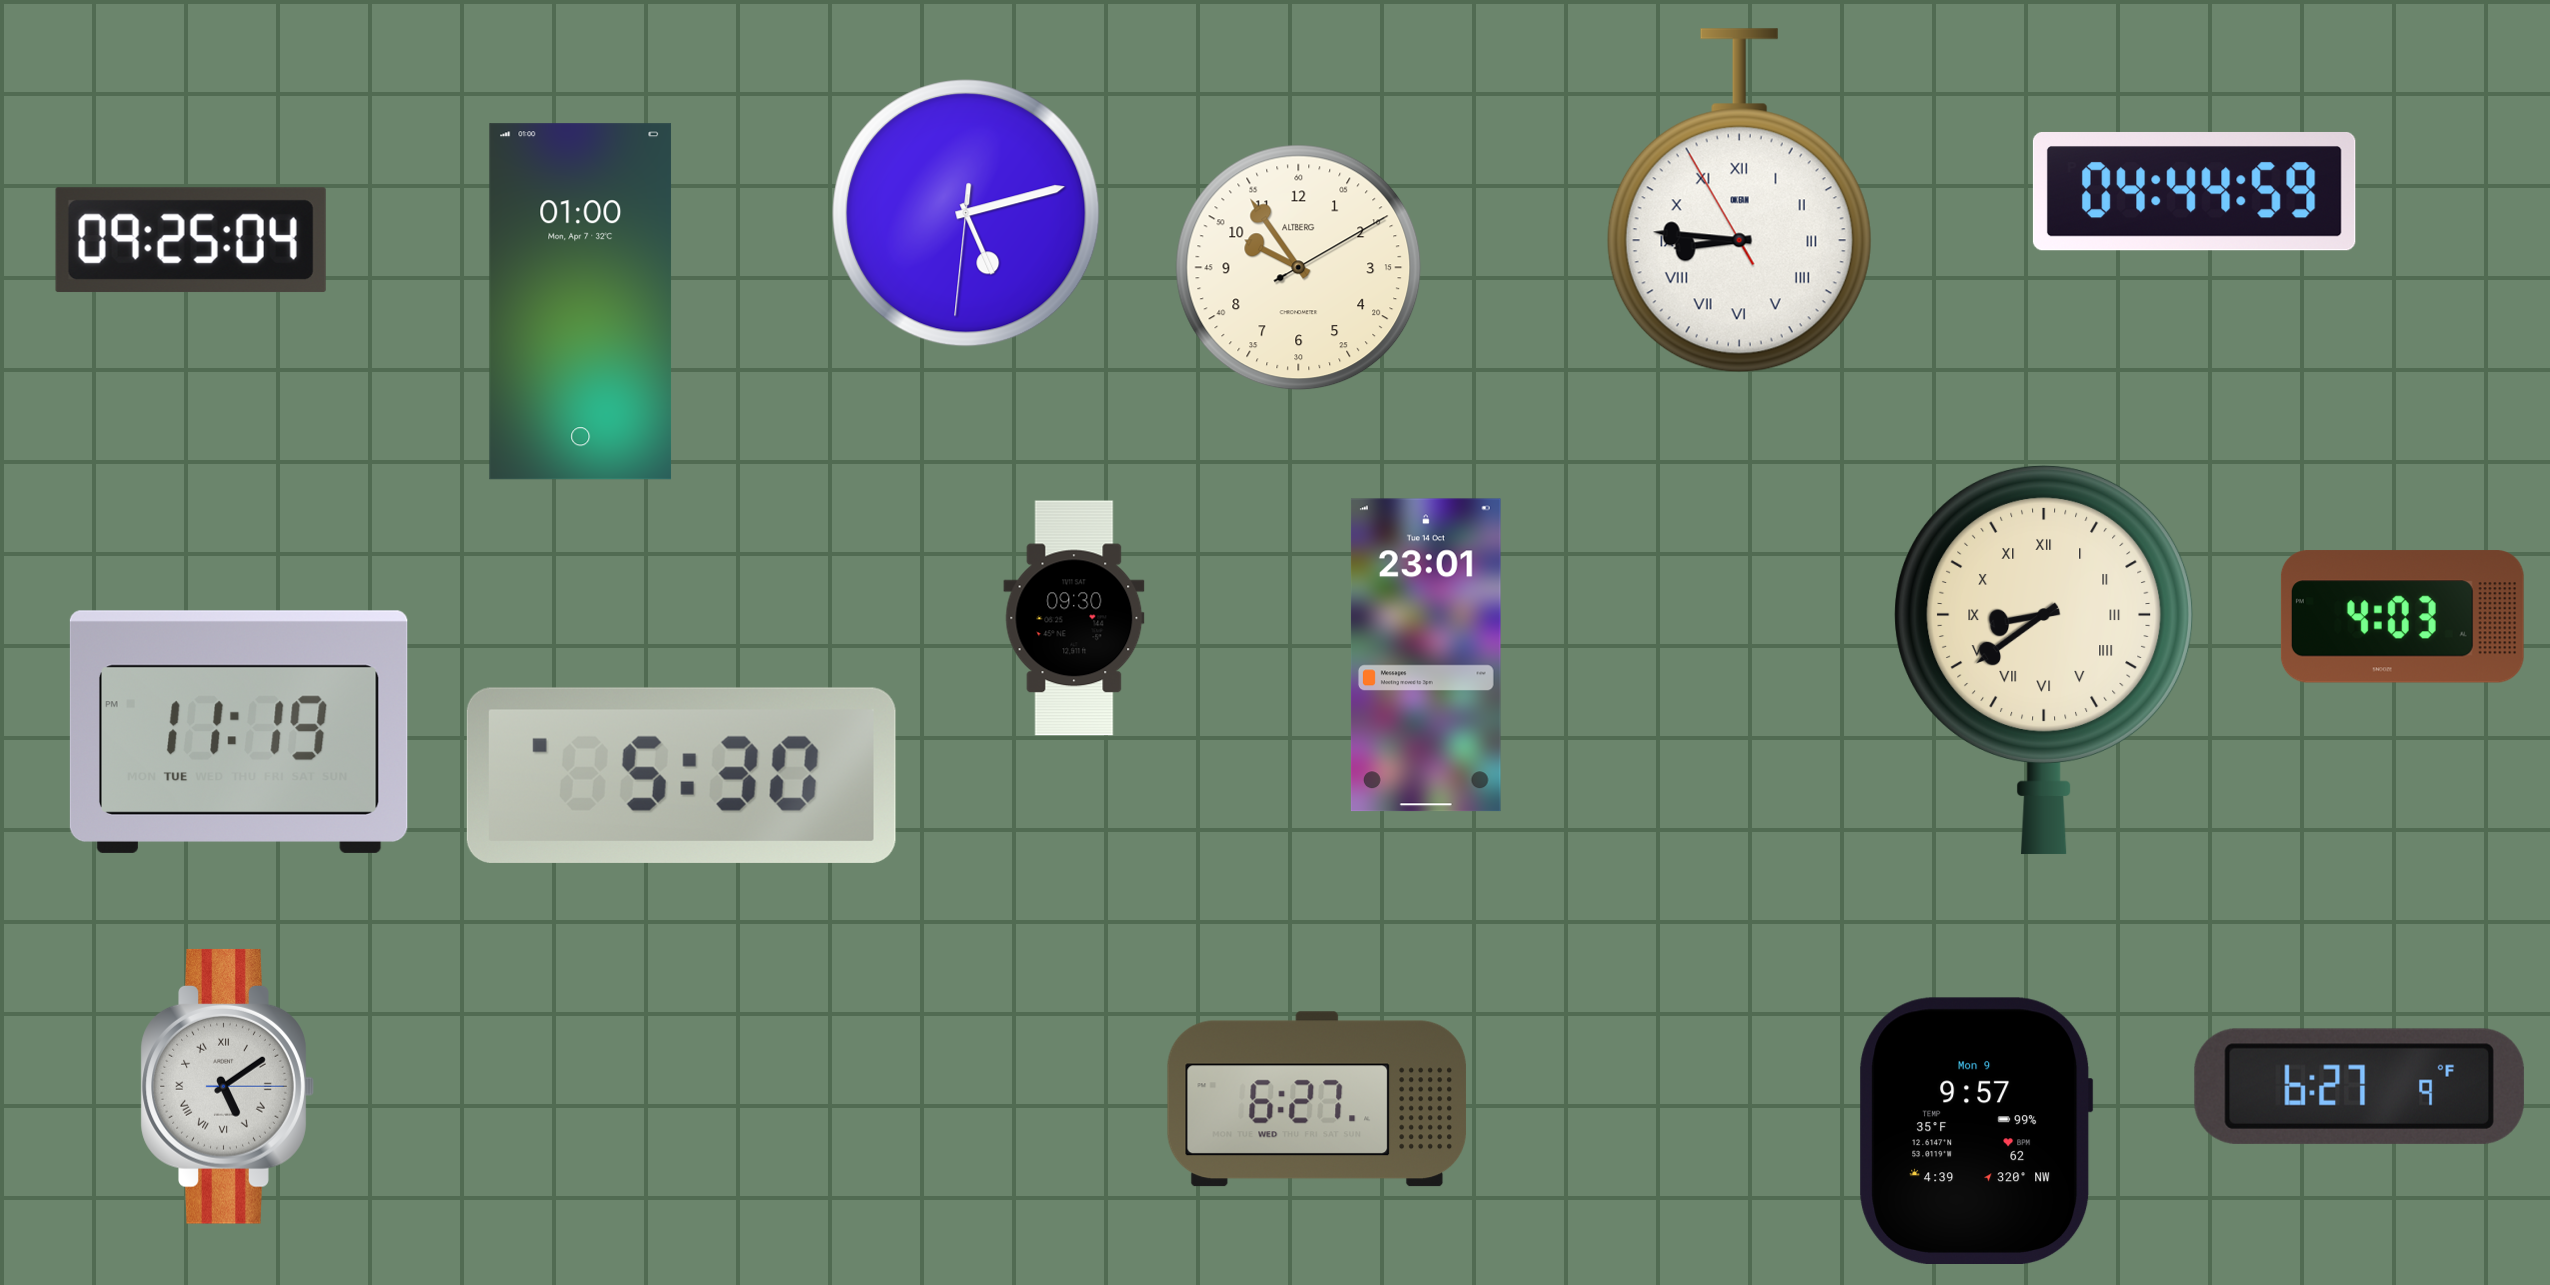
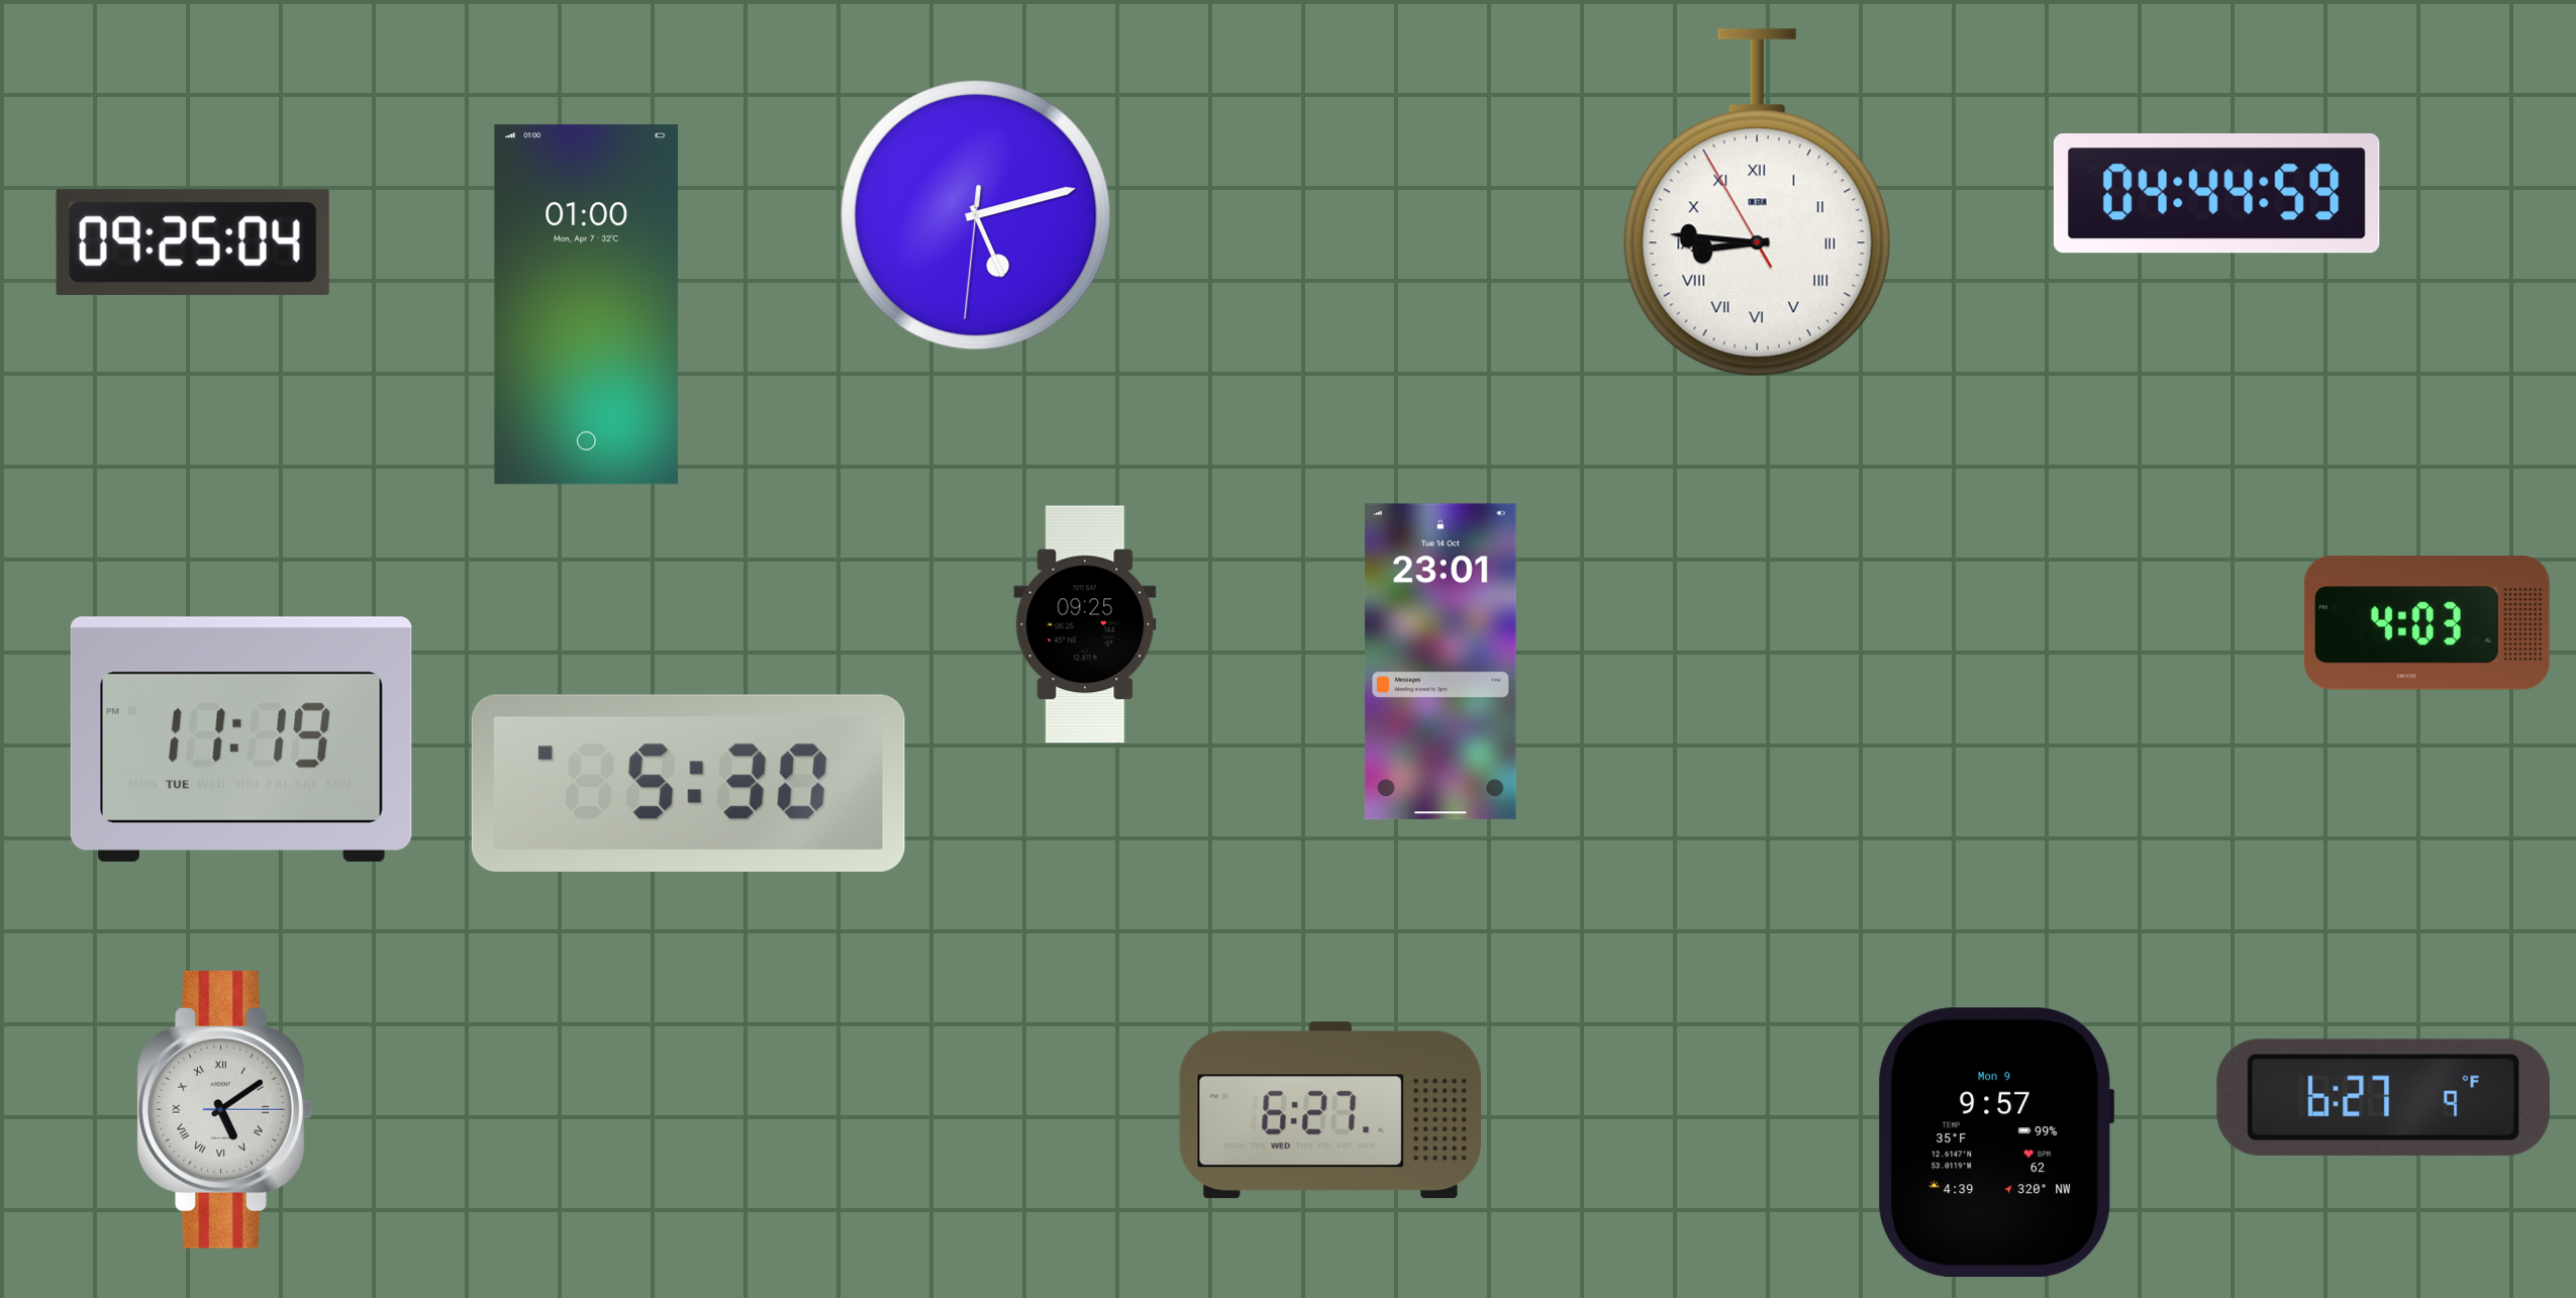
clock at (1299, 268): 9:54 -> none
clock at (1074, 618): 09:30 -> 09:25
clock at (2044, 660): 8:39 -> none
clock at (227, 1086) position: (227, 1086) -> (224, 1109)
